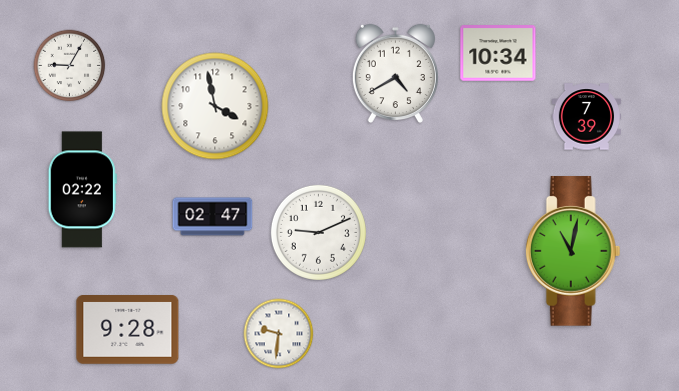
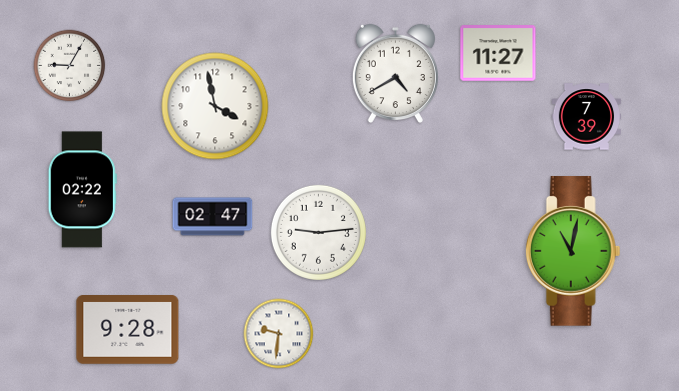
clock at (498, 53): 10:34 -> 11:27
clock at (318, 232): 9:11 -> 9:14
